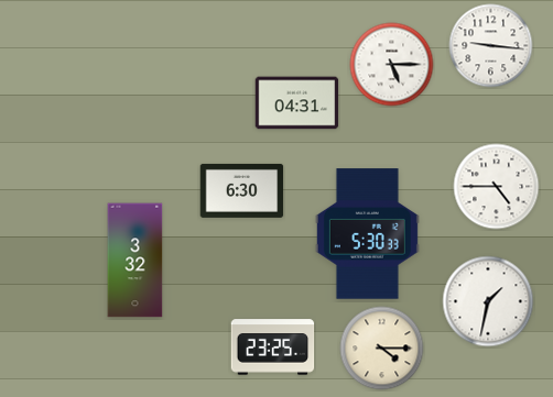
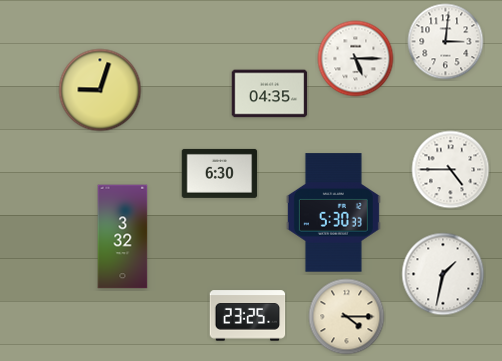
clock at (491, 46): 9:16 -> 3:01
clock at (100, 90): none -> 9:03
clock at (297, 103): 04:31 -> 04:35
